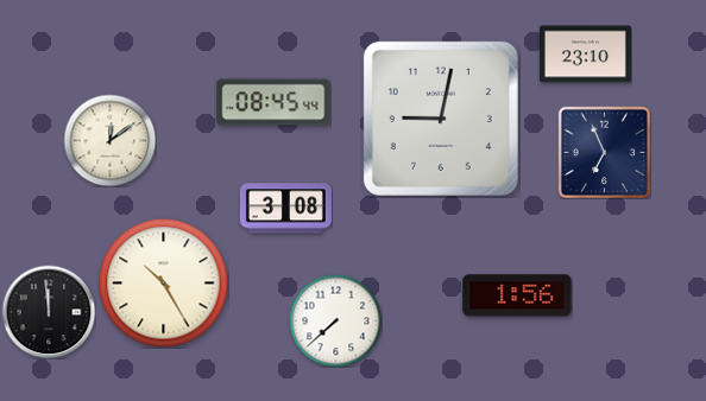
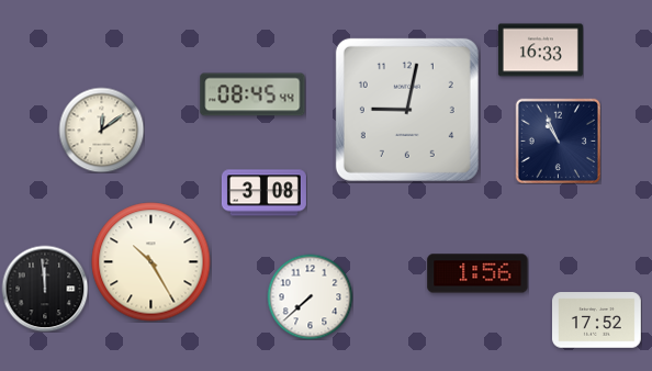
clock at (585, 55): 23:10 -> 16:33
clock at (604, 152): 6:56 -> 10:56
clock at (597, 321): none -> 17:52
